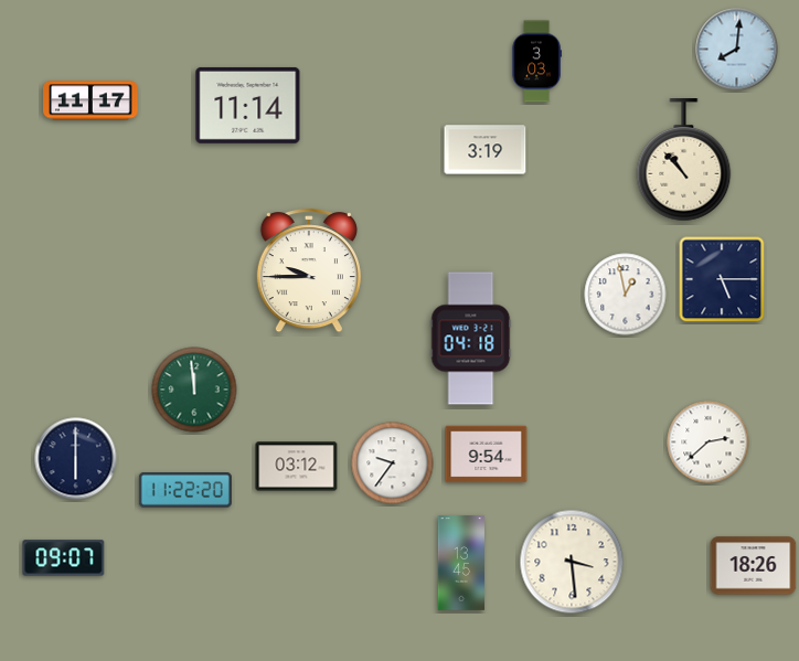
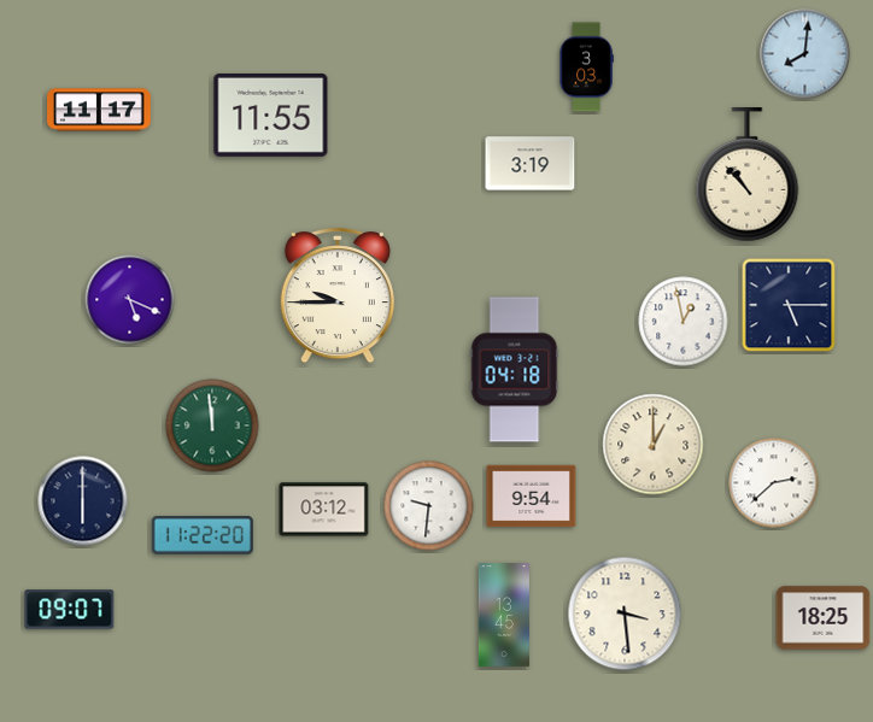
clock at (248, 105): 11:14 -> 11:55
clock at (130, 300): none -> 5:19
clock at (654, 445): none -> 1:00
clock at (393, 463): 9:36 -> 9:31
clock at (754, 566): 18:26 -> 18:25
